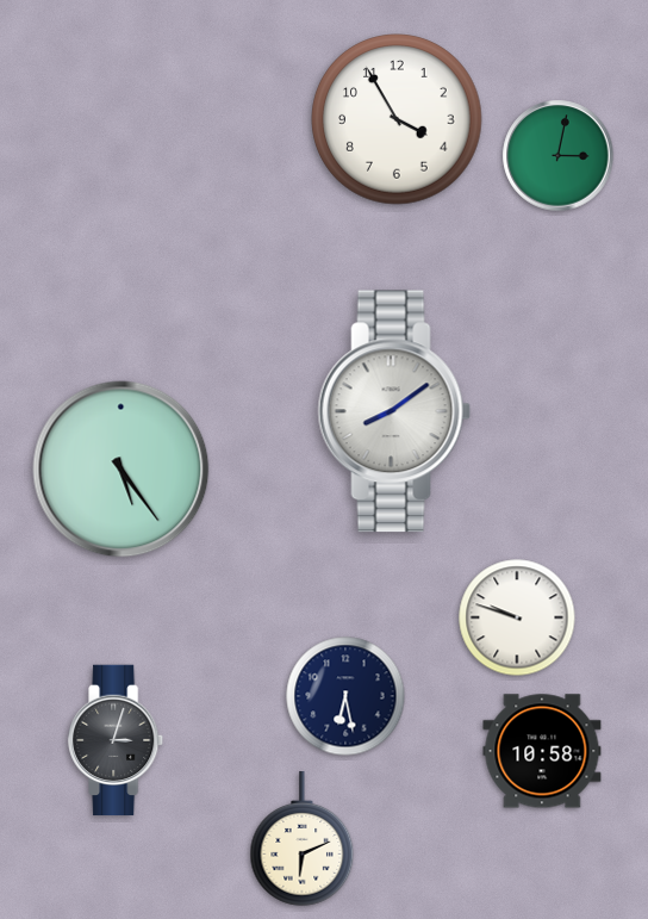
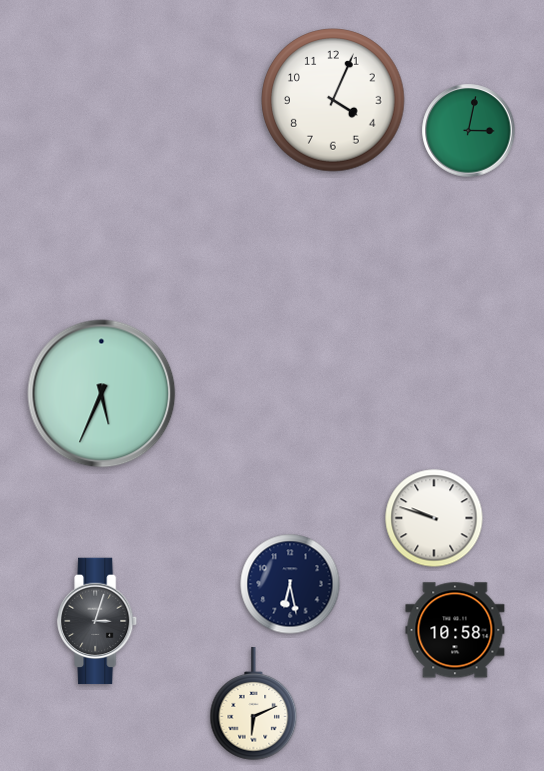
clock at (397, 119): 3:55 -> 4:04
clock at (394, 411): 8:09 -> none
clock at (121, 470): 5:24 -> 5:34
